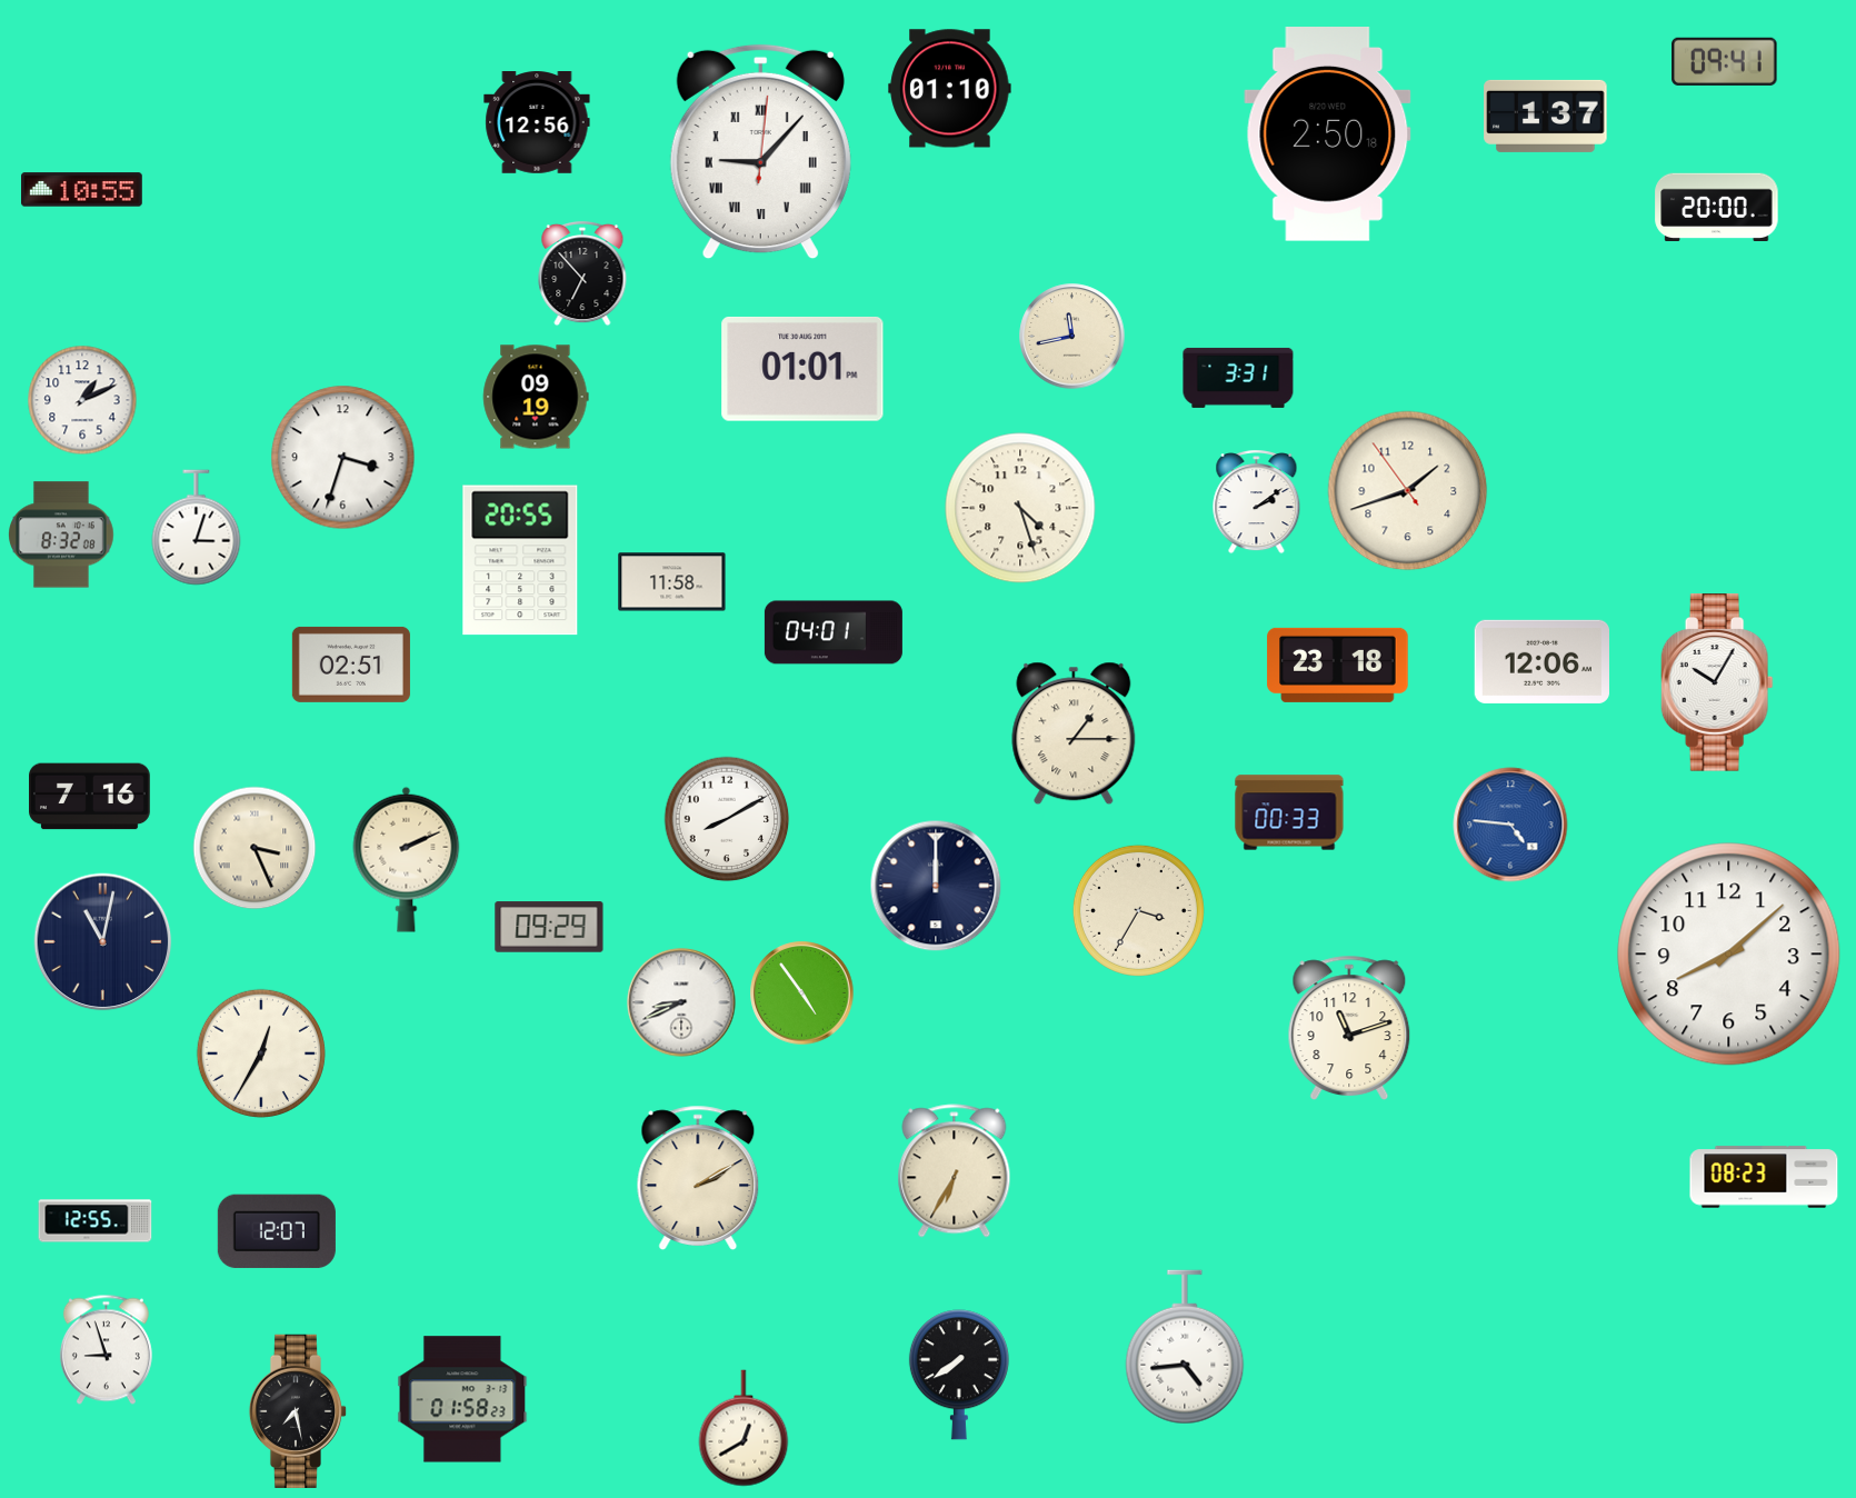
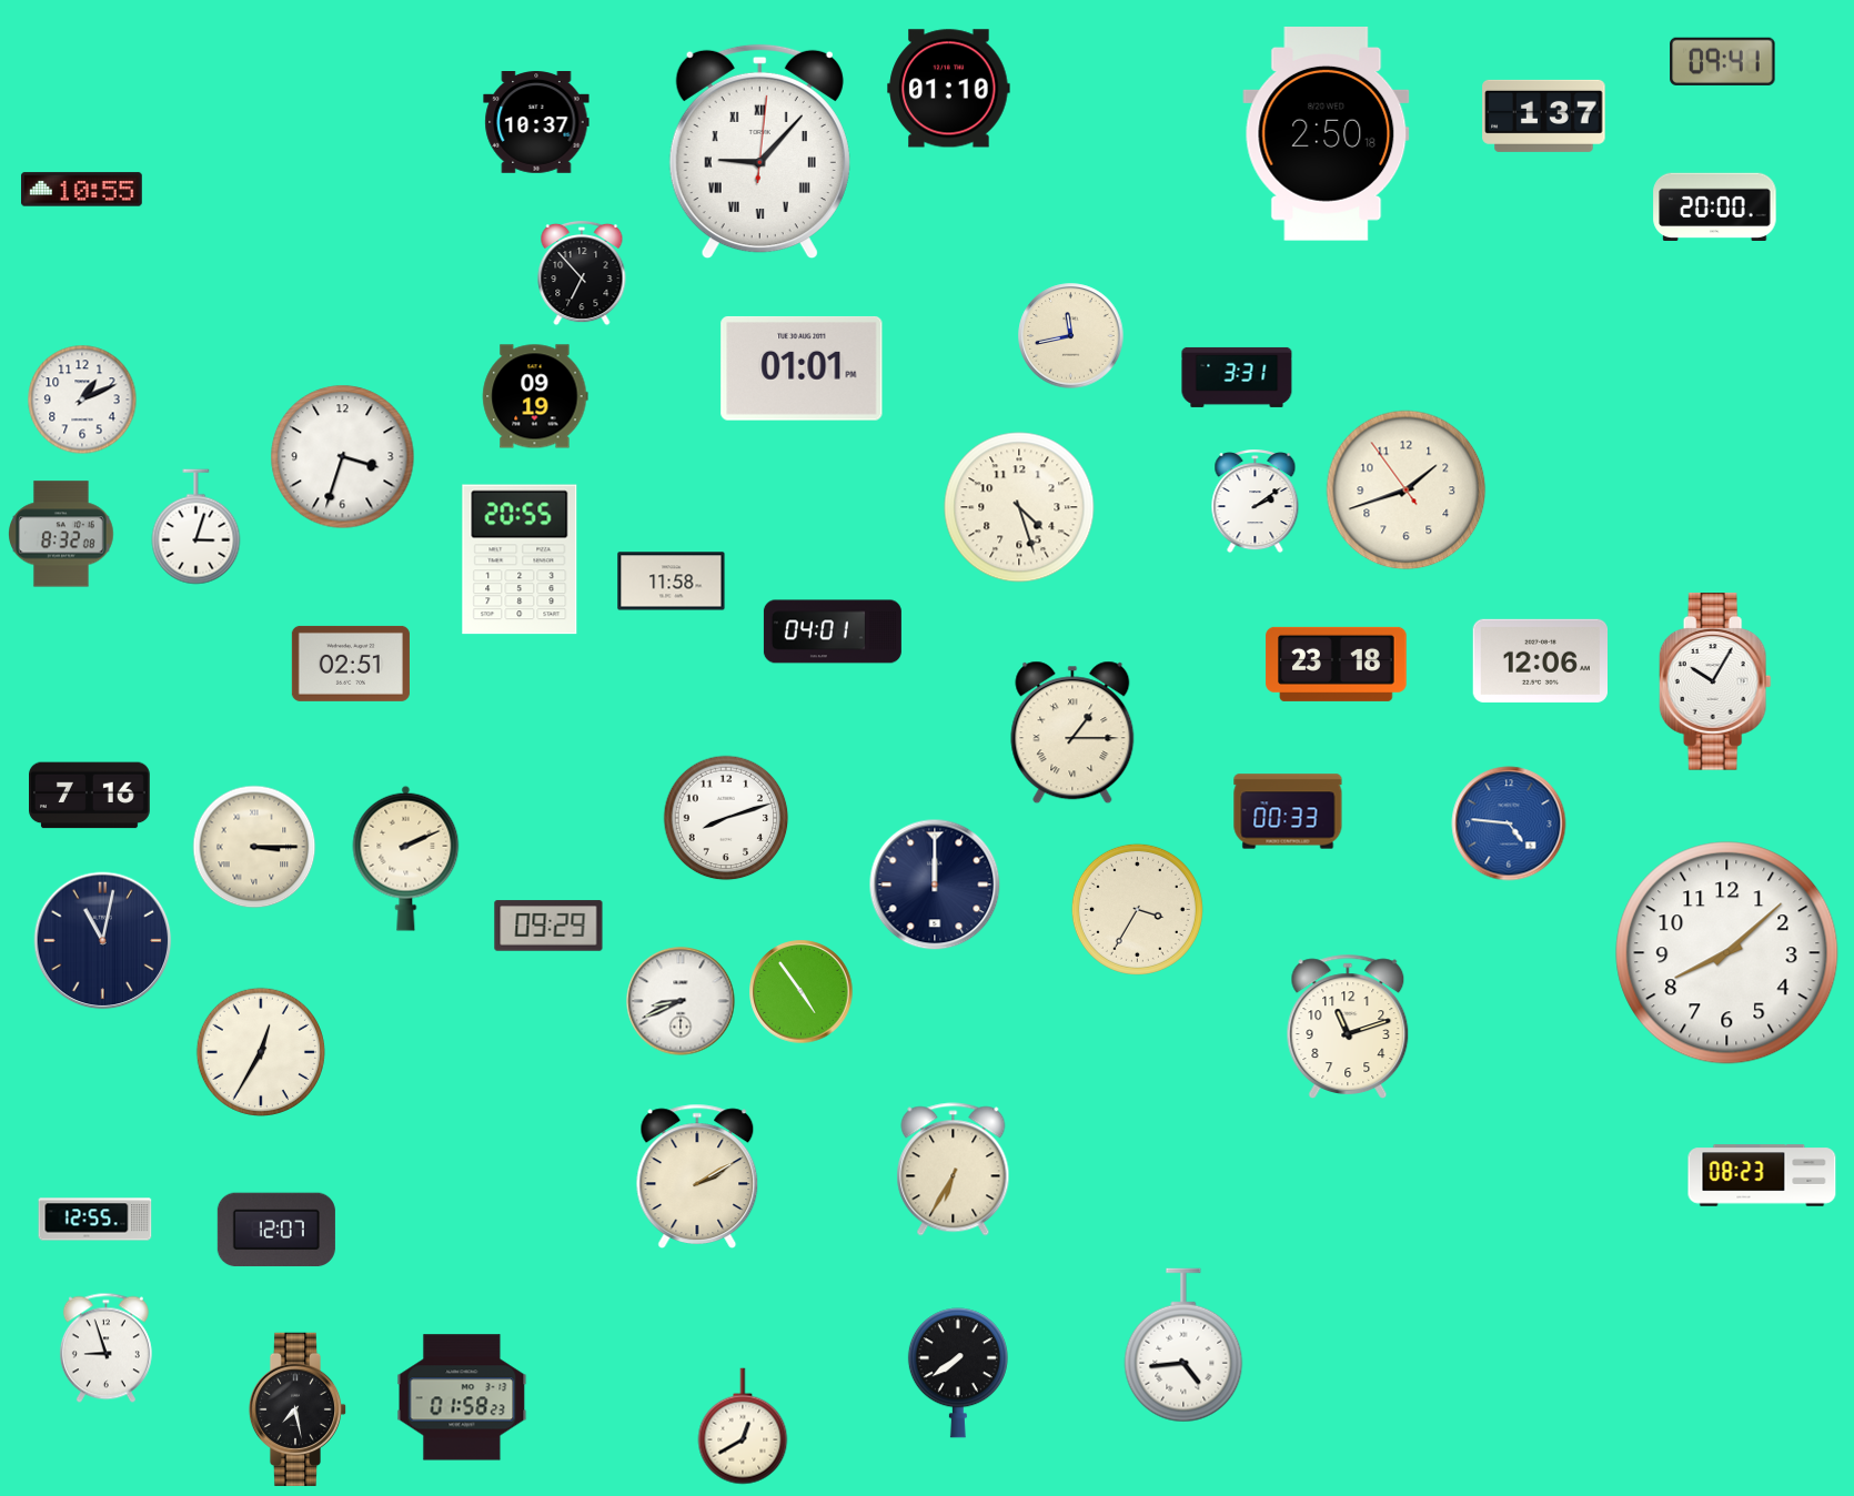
clock at (537, 123): 12:56 -> 10:37
clock at (727, 819): 8:10 -> 8:12
clock at (255, 848): 3:26 -> 3:15
